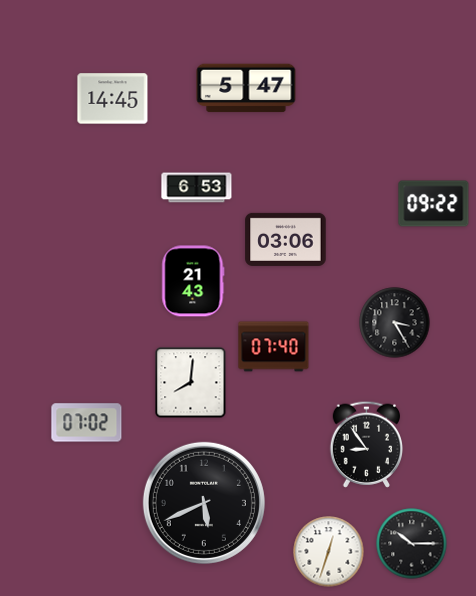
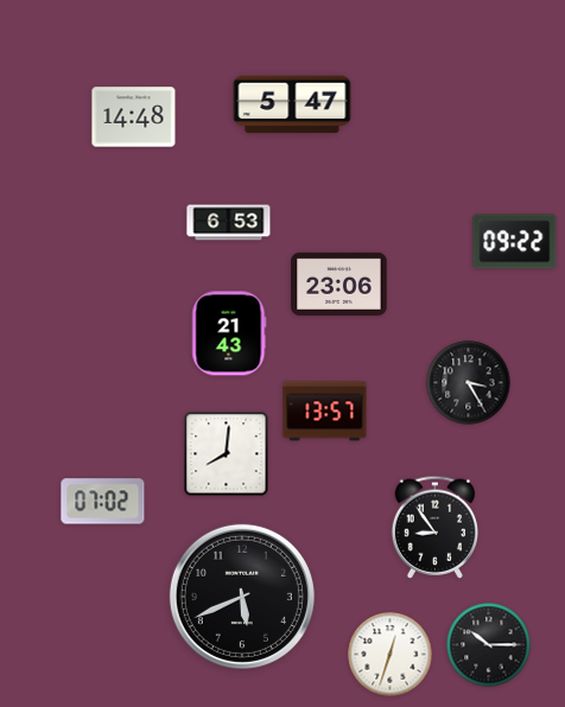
clock at (113, 99): 14:45 -> 14:48
clock at (197, 188) position: (197, 188) -> (229, 223)
clock at (286, 239): 03:06 -> 23:06
clock at (274, 347): 07:40 -> 13:57
